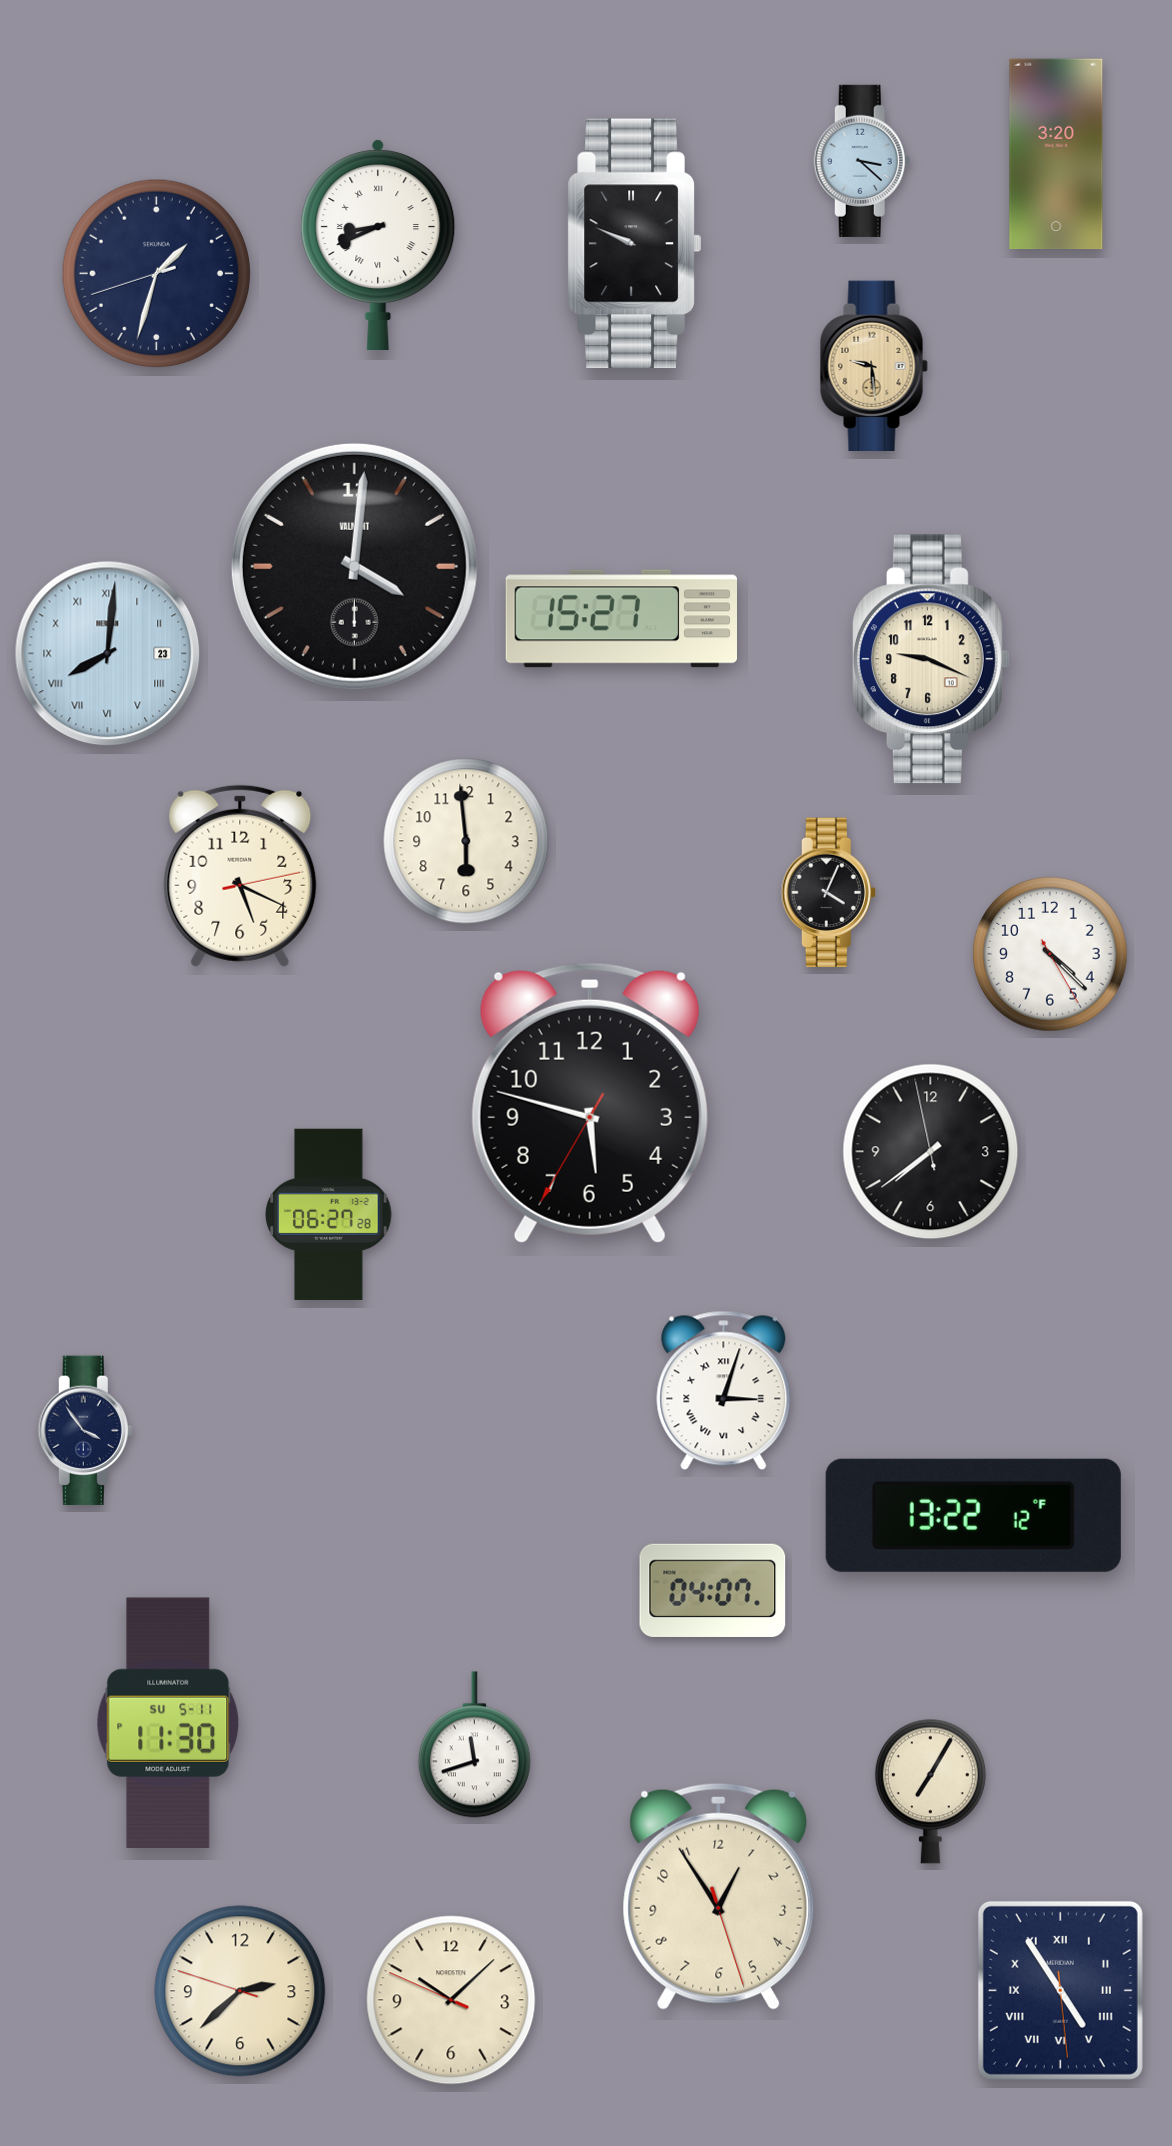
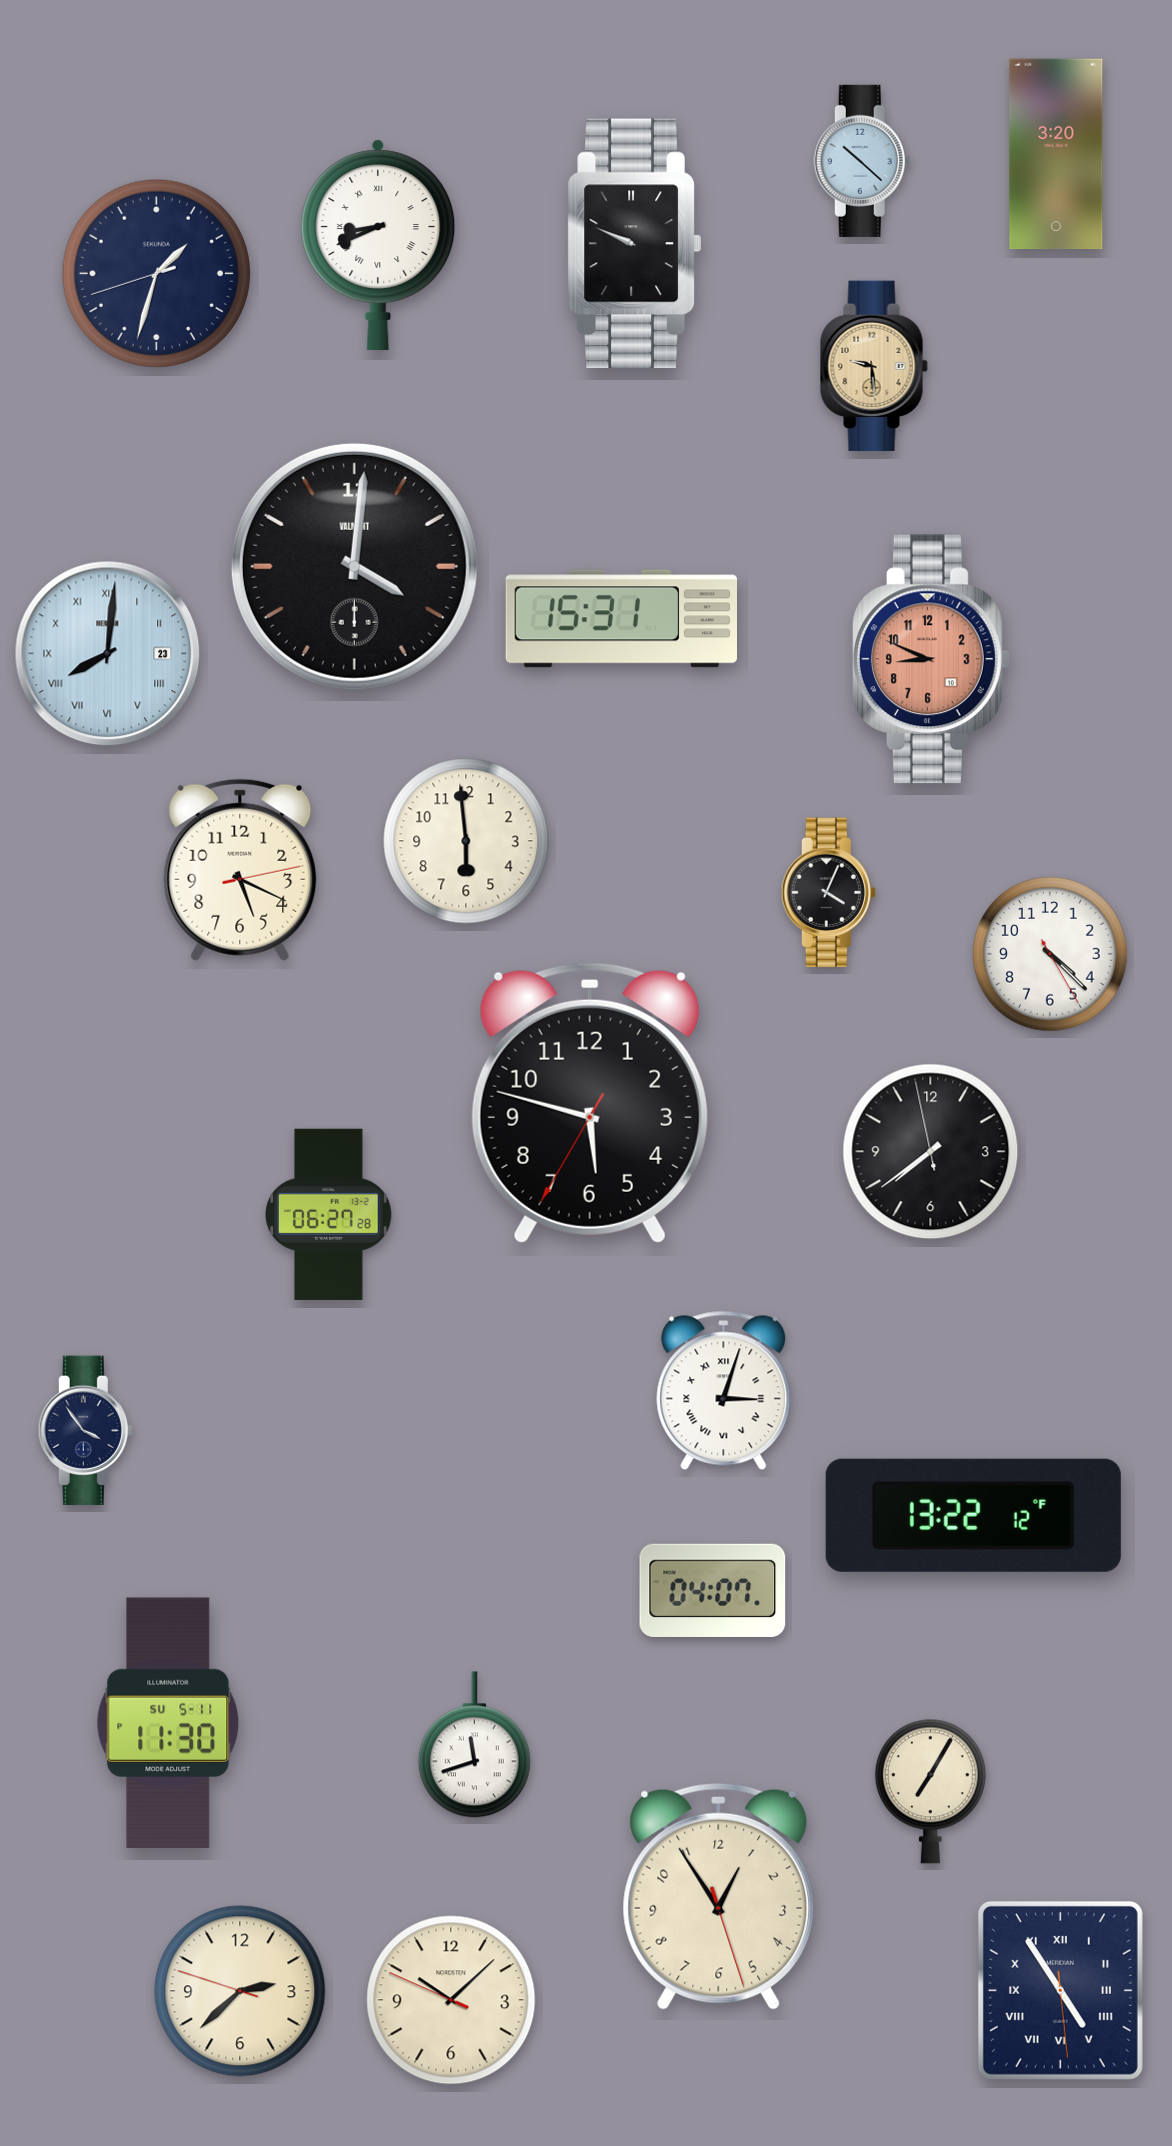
clock at (862, 161): 3:22 -> 10:22
clock at (621, 619): 15:27 -> 15:31
clock at (931, 659): 9:19 -> 8:49
clock at (931, 659) dial: cream -> salmon
clock at (240, 876) position: (240, 876) -> (240, 870)
